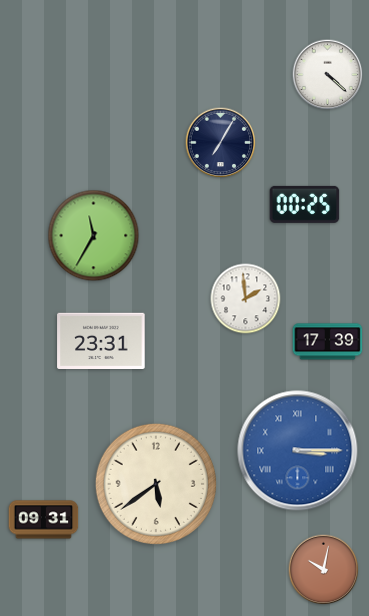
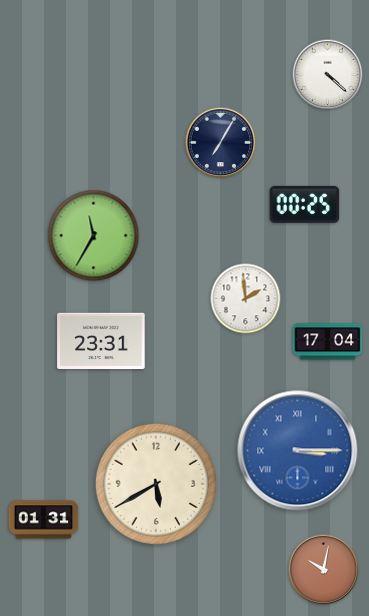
clock at (328, 342): 17:39 -> 17:04
clock at (156, 484): 5:39 -> 5:40
clock at (44, 520): 09:31 -> 01:31
